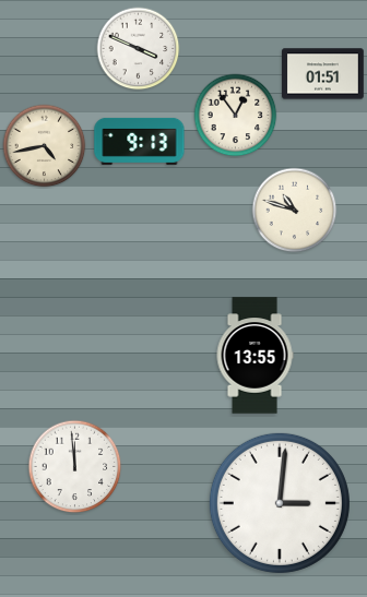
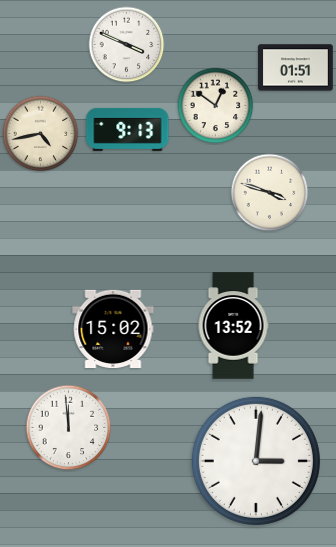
clock at (236, 116): 12:54 -> 12:51
clock at (295, 211): 10:48 -> 3:48
clock at (254, 356): 13:55 -> 13:52
clock at (113, 328): none -> 15:02
